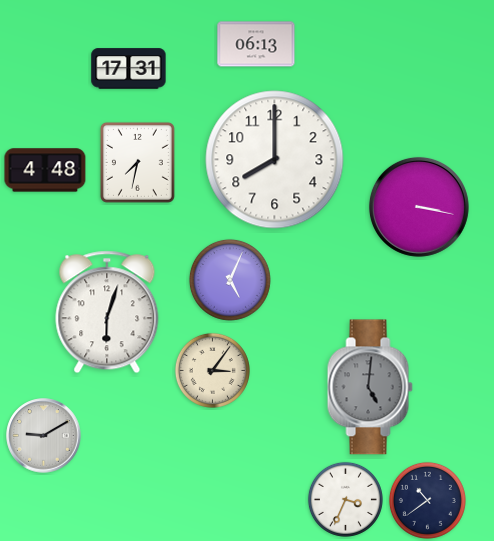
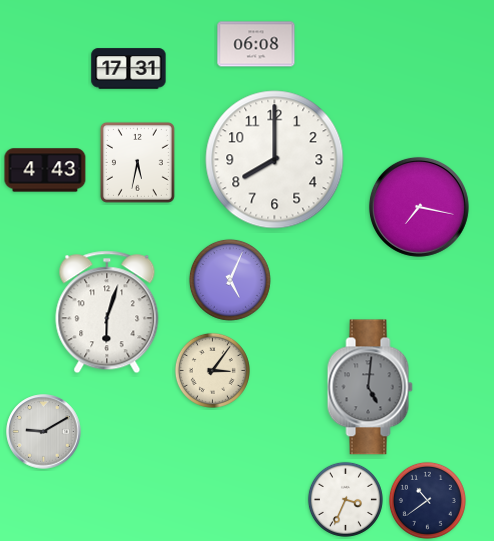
clock at (256, 44): 06:13 -> 06:08
clock at (137, 162): 7:32 -> 5:32
clock at (45, 170): 4:48 -> 4:43
clock at (419, 207): 3:17 -> 7:17
clock at (44, 436) position: (44, 436) -> (44, 432)
